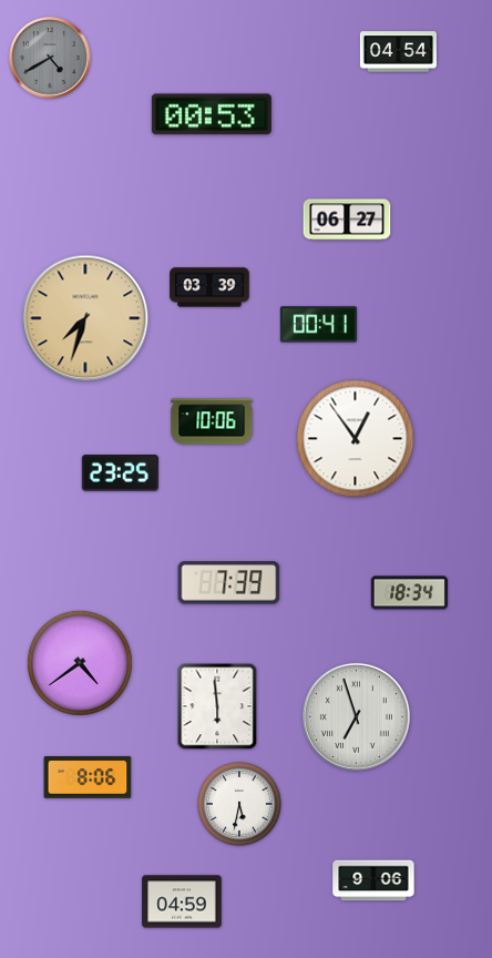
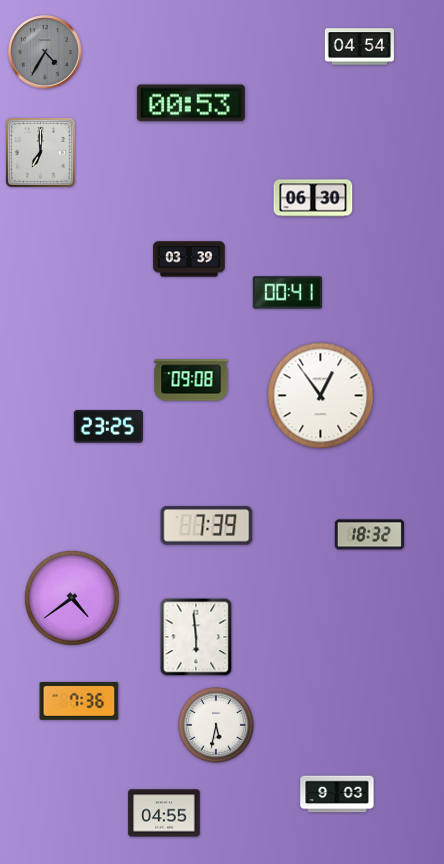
clock at (50, 58): 4:40 -> 4:35
clock at (41, 153): none -> 7:00
clock at (347, 220): 06:27 -> 06:30
clock at (85, 318): 7:33 -> none
clock at (212, 421): 10:06 -> 09:08
clock at (409, 593): 18:34 -> 18:32
clock at (356, 716): 6:57 -> none
clock at (88, 778): 8:06 -> 7:36
clock at (373, 880): 9:06 -> 9:03
clock at (182, 901): 04:59 -> 04:55
